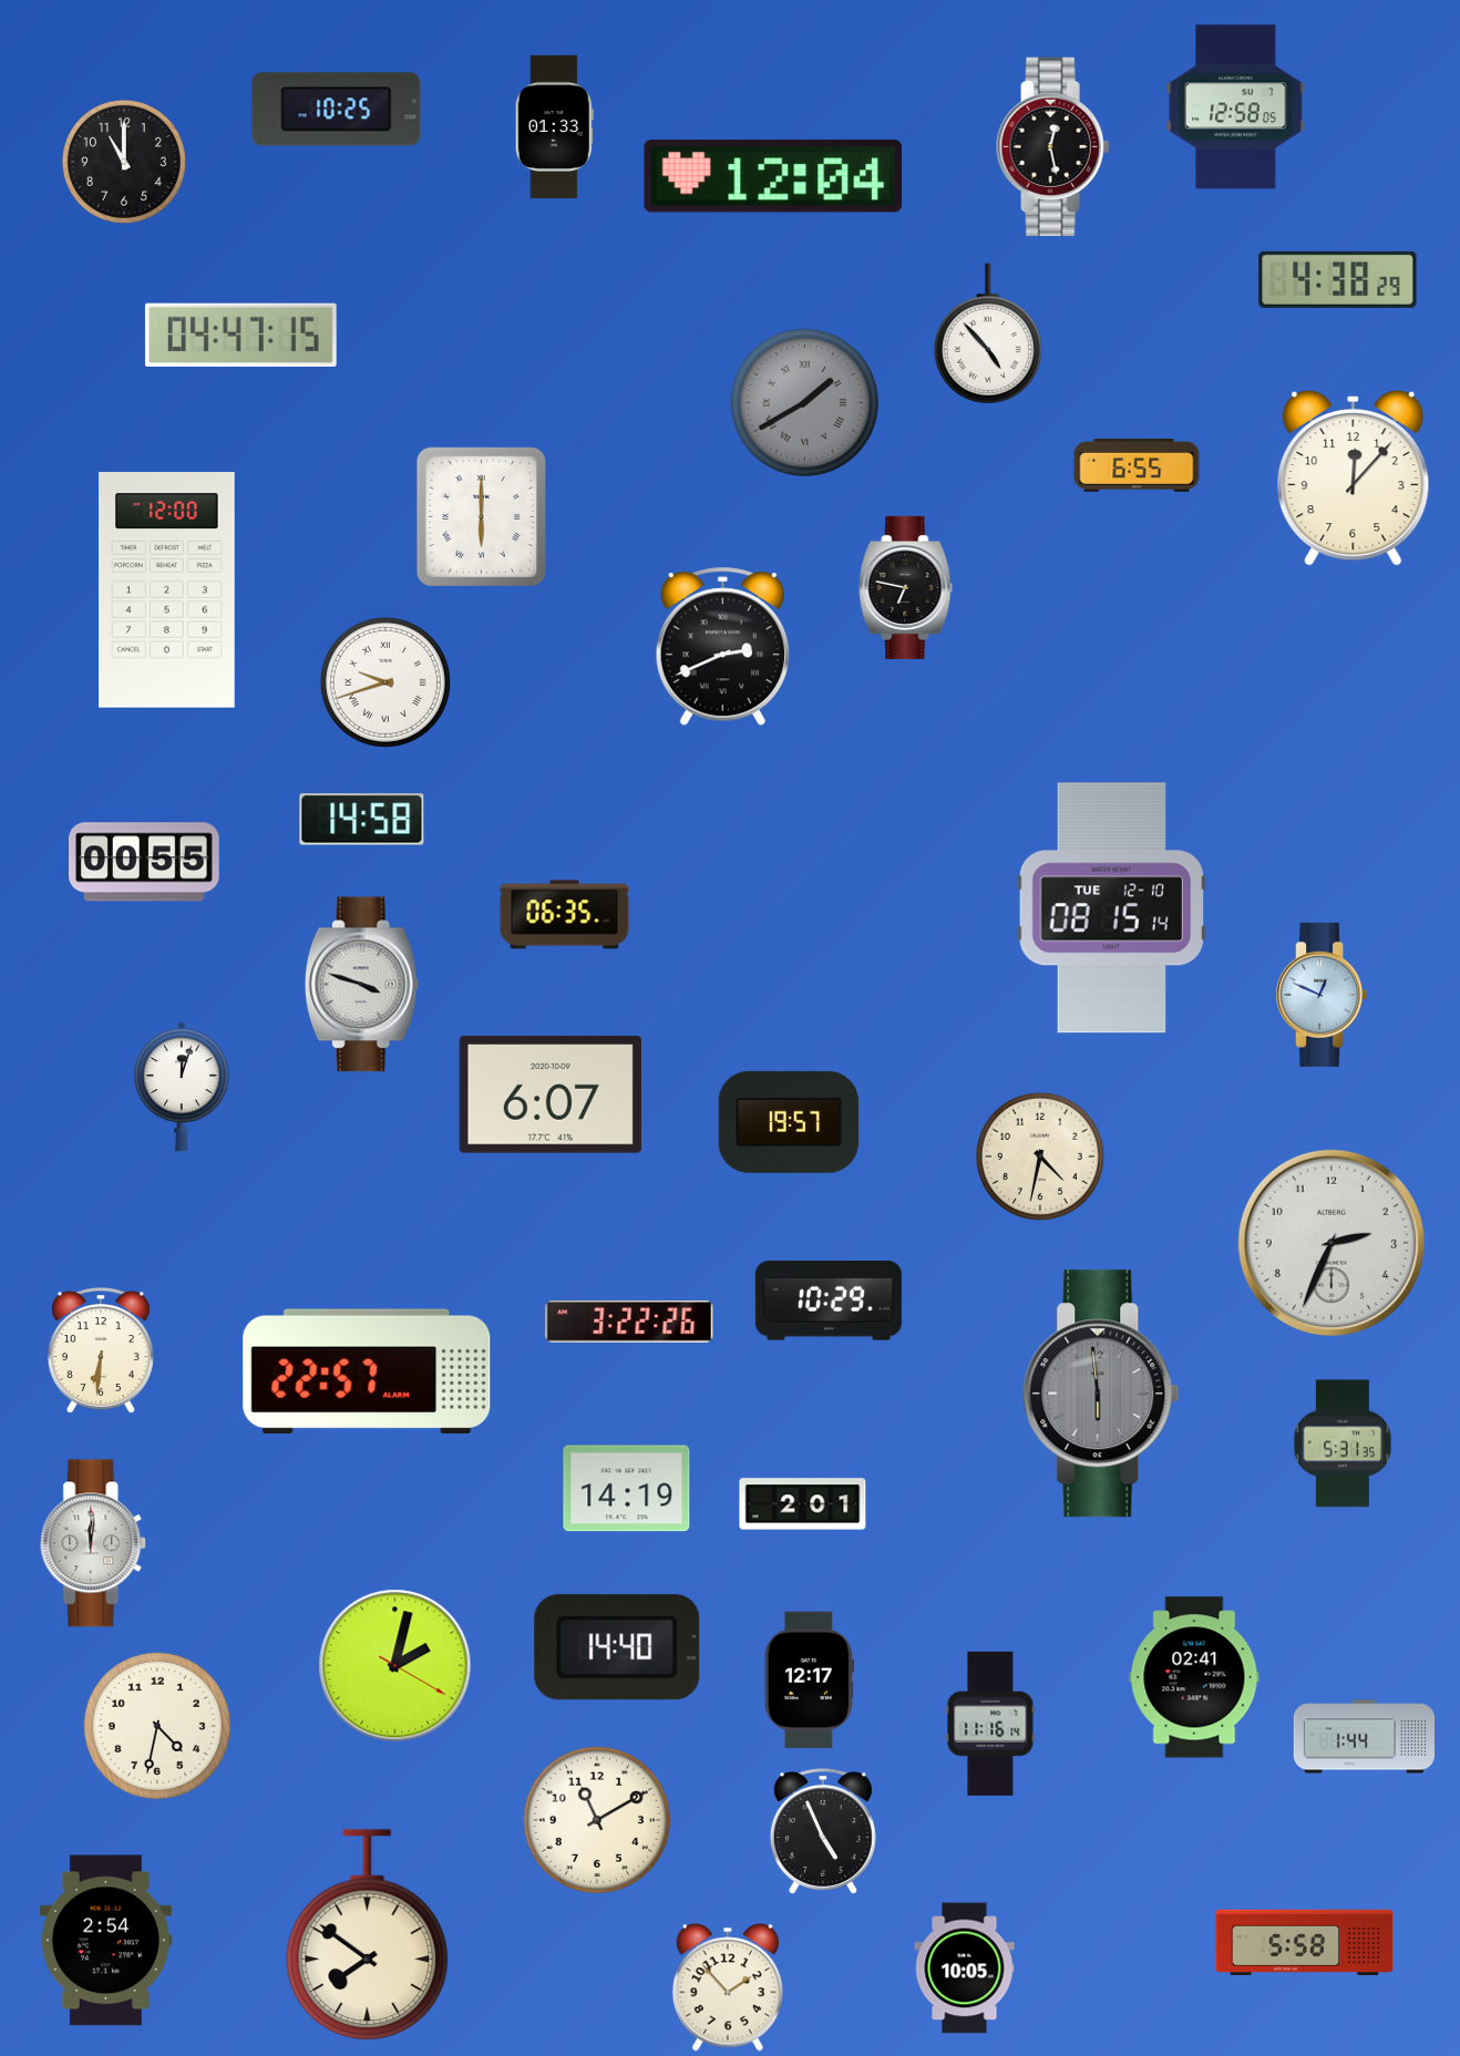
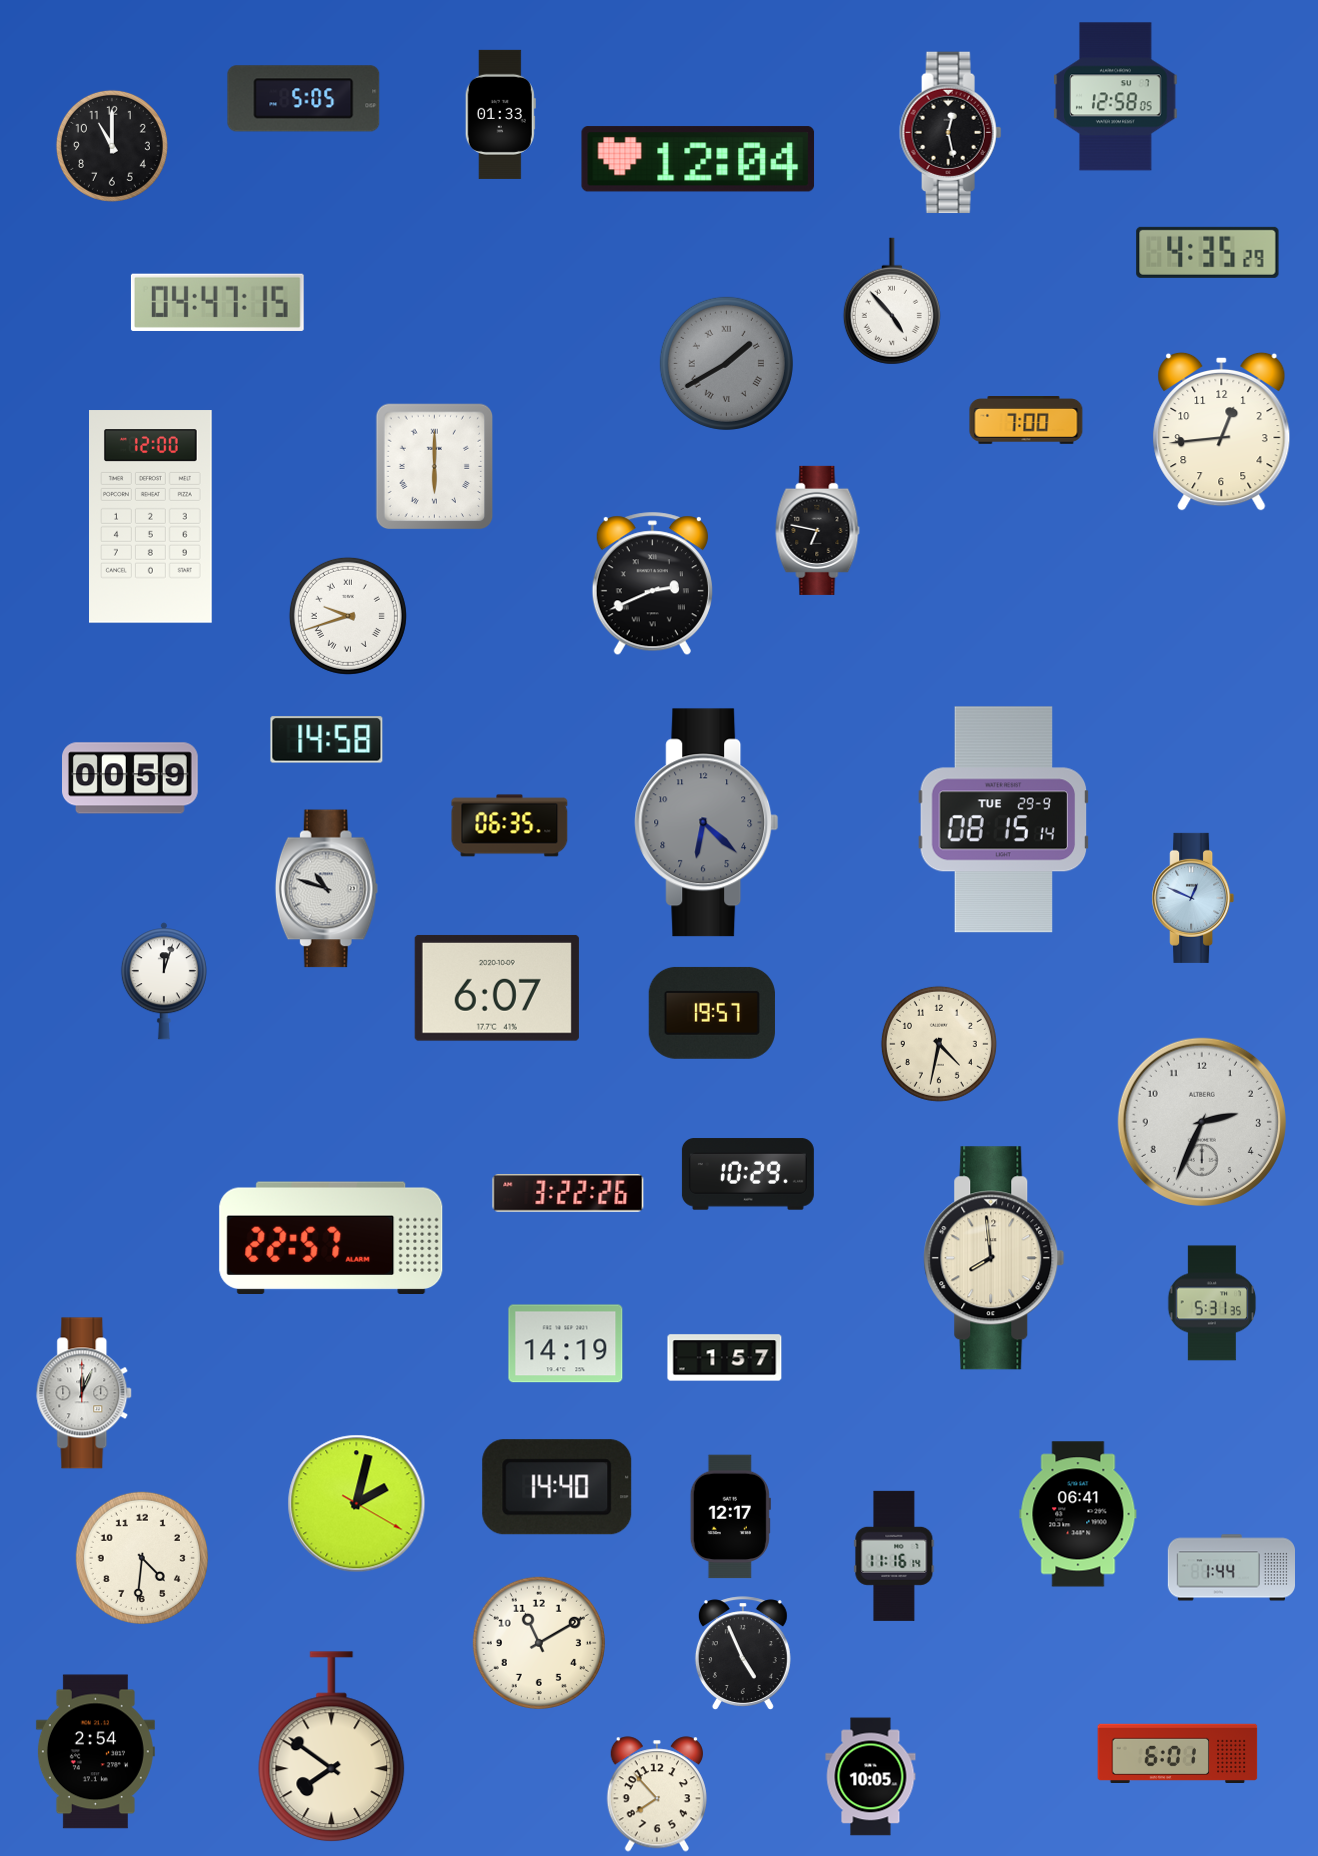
clock at (337, 110): 10:25 -> 5:05
clock at (1338, 279): 4:38 -> 4:35
clock at (1137, 466): 6:55 -> 7:00
clock at (1354, 477): 12:07 -> 12:44
clock at (167, 590) position: (167, 590) -> (151, 517)
clock at (145, 862): 00:55 -> 00:59
clock at (1112, 908) date: TUE 12-10 -> TUE 29-9
clock at (707, 823): none -> 6:22
clock at (361, 985): 3:48 -> 10:48
clock at (101, 1350): 6:31 -> none
clock at (1101, 1394): 5:59 -> 7:59
clock at (1101, 1394) dial: grey -> cream
clock at (803, 1504): 2:01 -> 1:57
clock at (94, 1543): 12:01 -> 12:04
clock at (1194, 1677): 02:41 -> 06:41
clock at (157, 1726): 4:32 -> 4:31
clock at (1305, 1942): 5:58 -> 6:01
clock at (728, 1987): 1:53 -> 7:53
